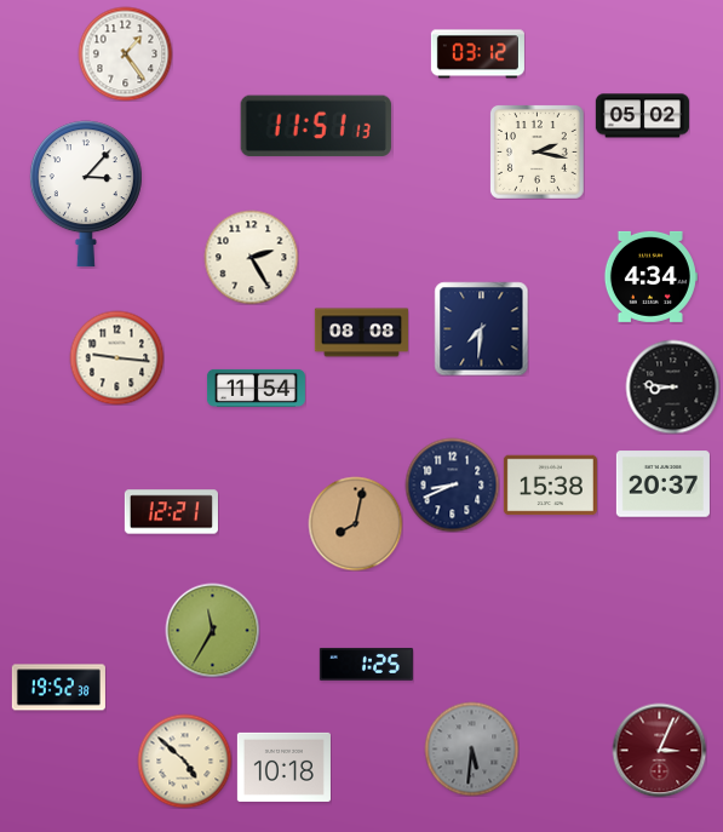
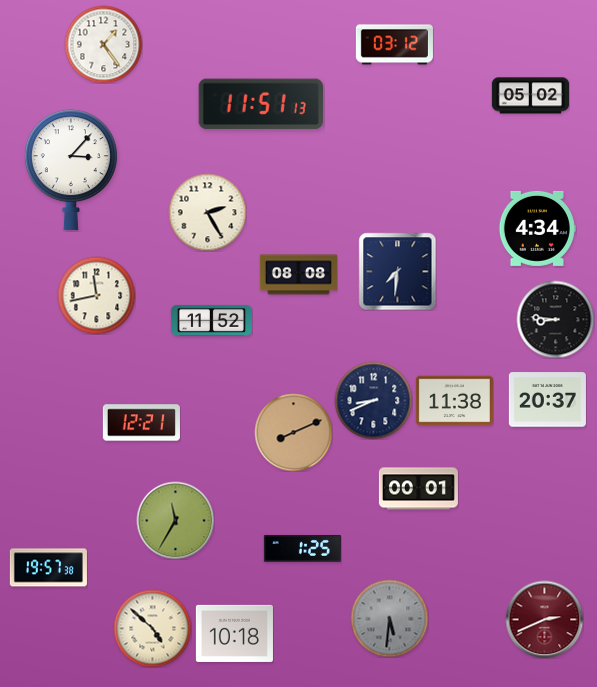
clock at (536, 151): 2:17 -> none
clock at (86, 194) position: (86, 194) -> (71, 170)
clock at (116, 357): 9:16 -> 11:43
clock at (256, 388): 11:54 -> 11:52
clock at (550, 486): 15:38 -> 11:38
clock at (355, 523): 8:02 -> 8:11
clock at (418, 489): none -> 00:01
clock at (58, 688): 19:52 -> 19:57
clock at (659, 750): 3:04 -> 2:41
